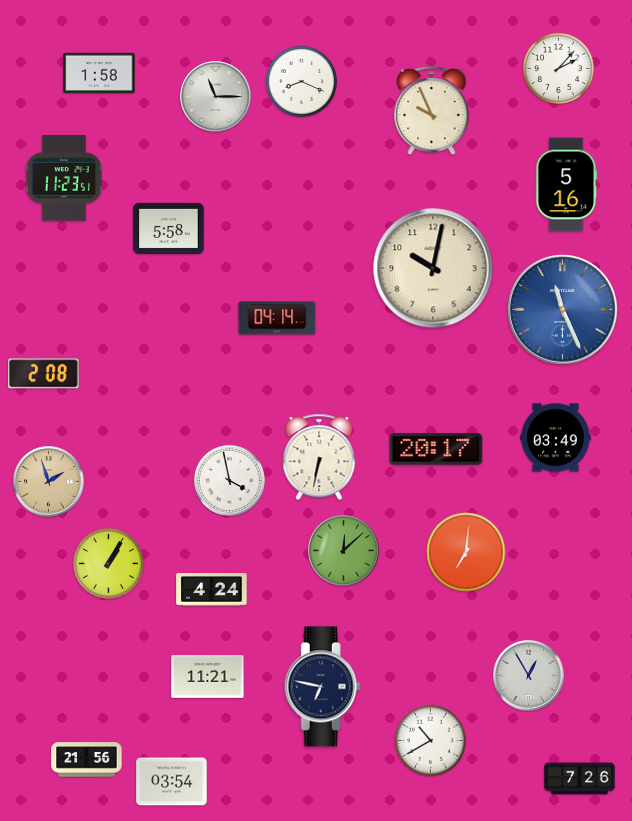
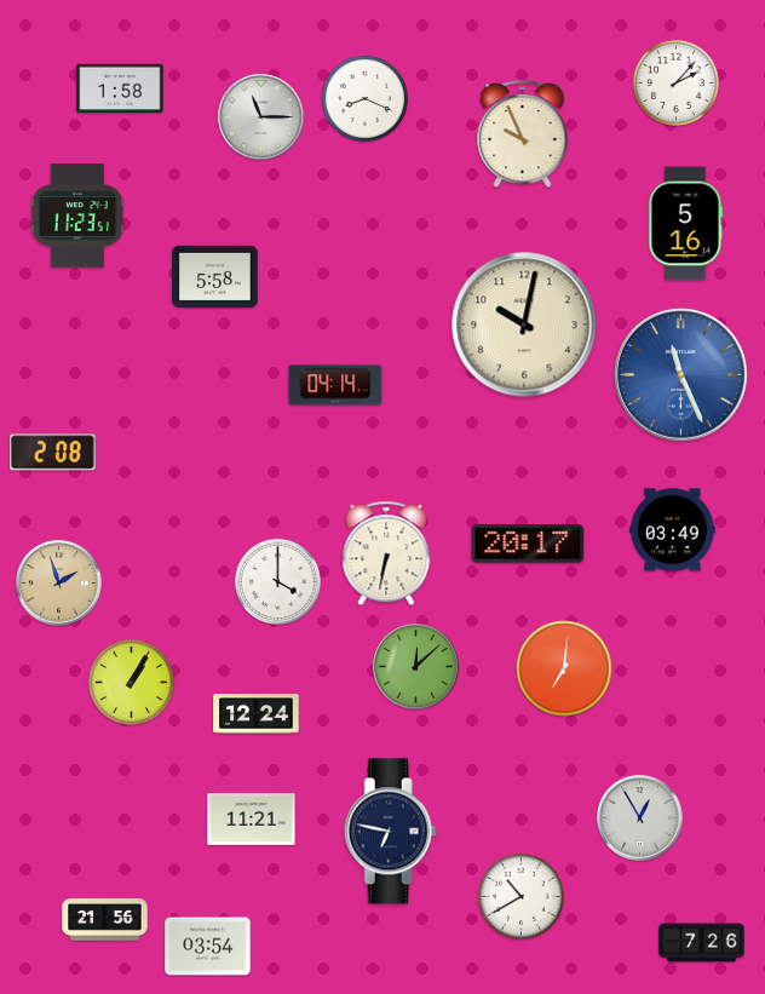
clock at (169, 228) position: (169, 228) -> (215, 276)
clock at (229, 480): 3:58 -> 4:00
clock at (212, 590): 4:24 -> 12:24
